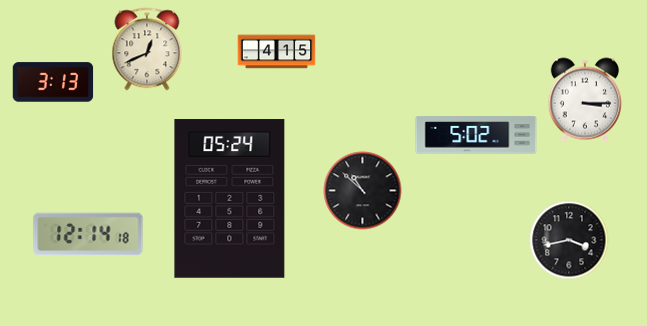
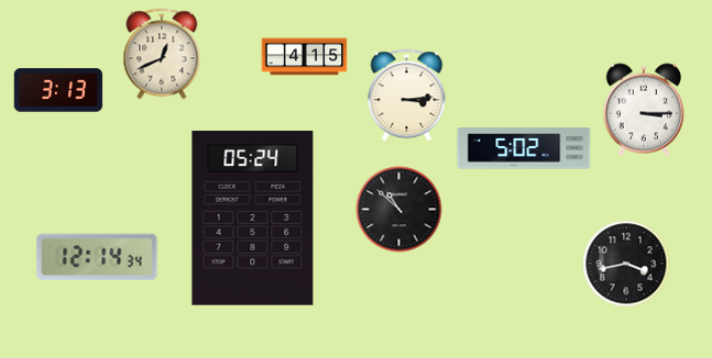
clock at (407, 94): none -> 3:14
clock at (88, 234): 12:14:18 -> 12:14:34
